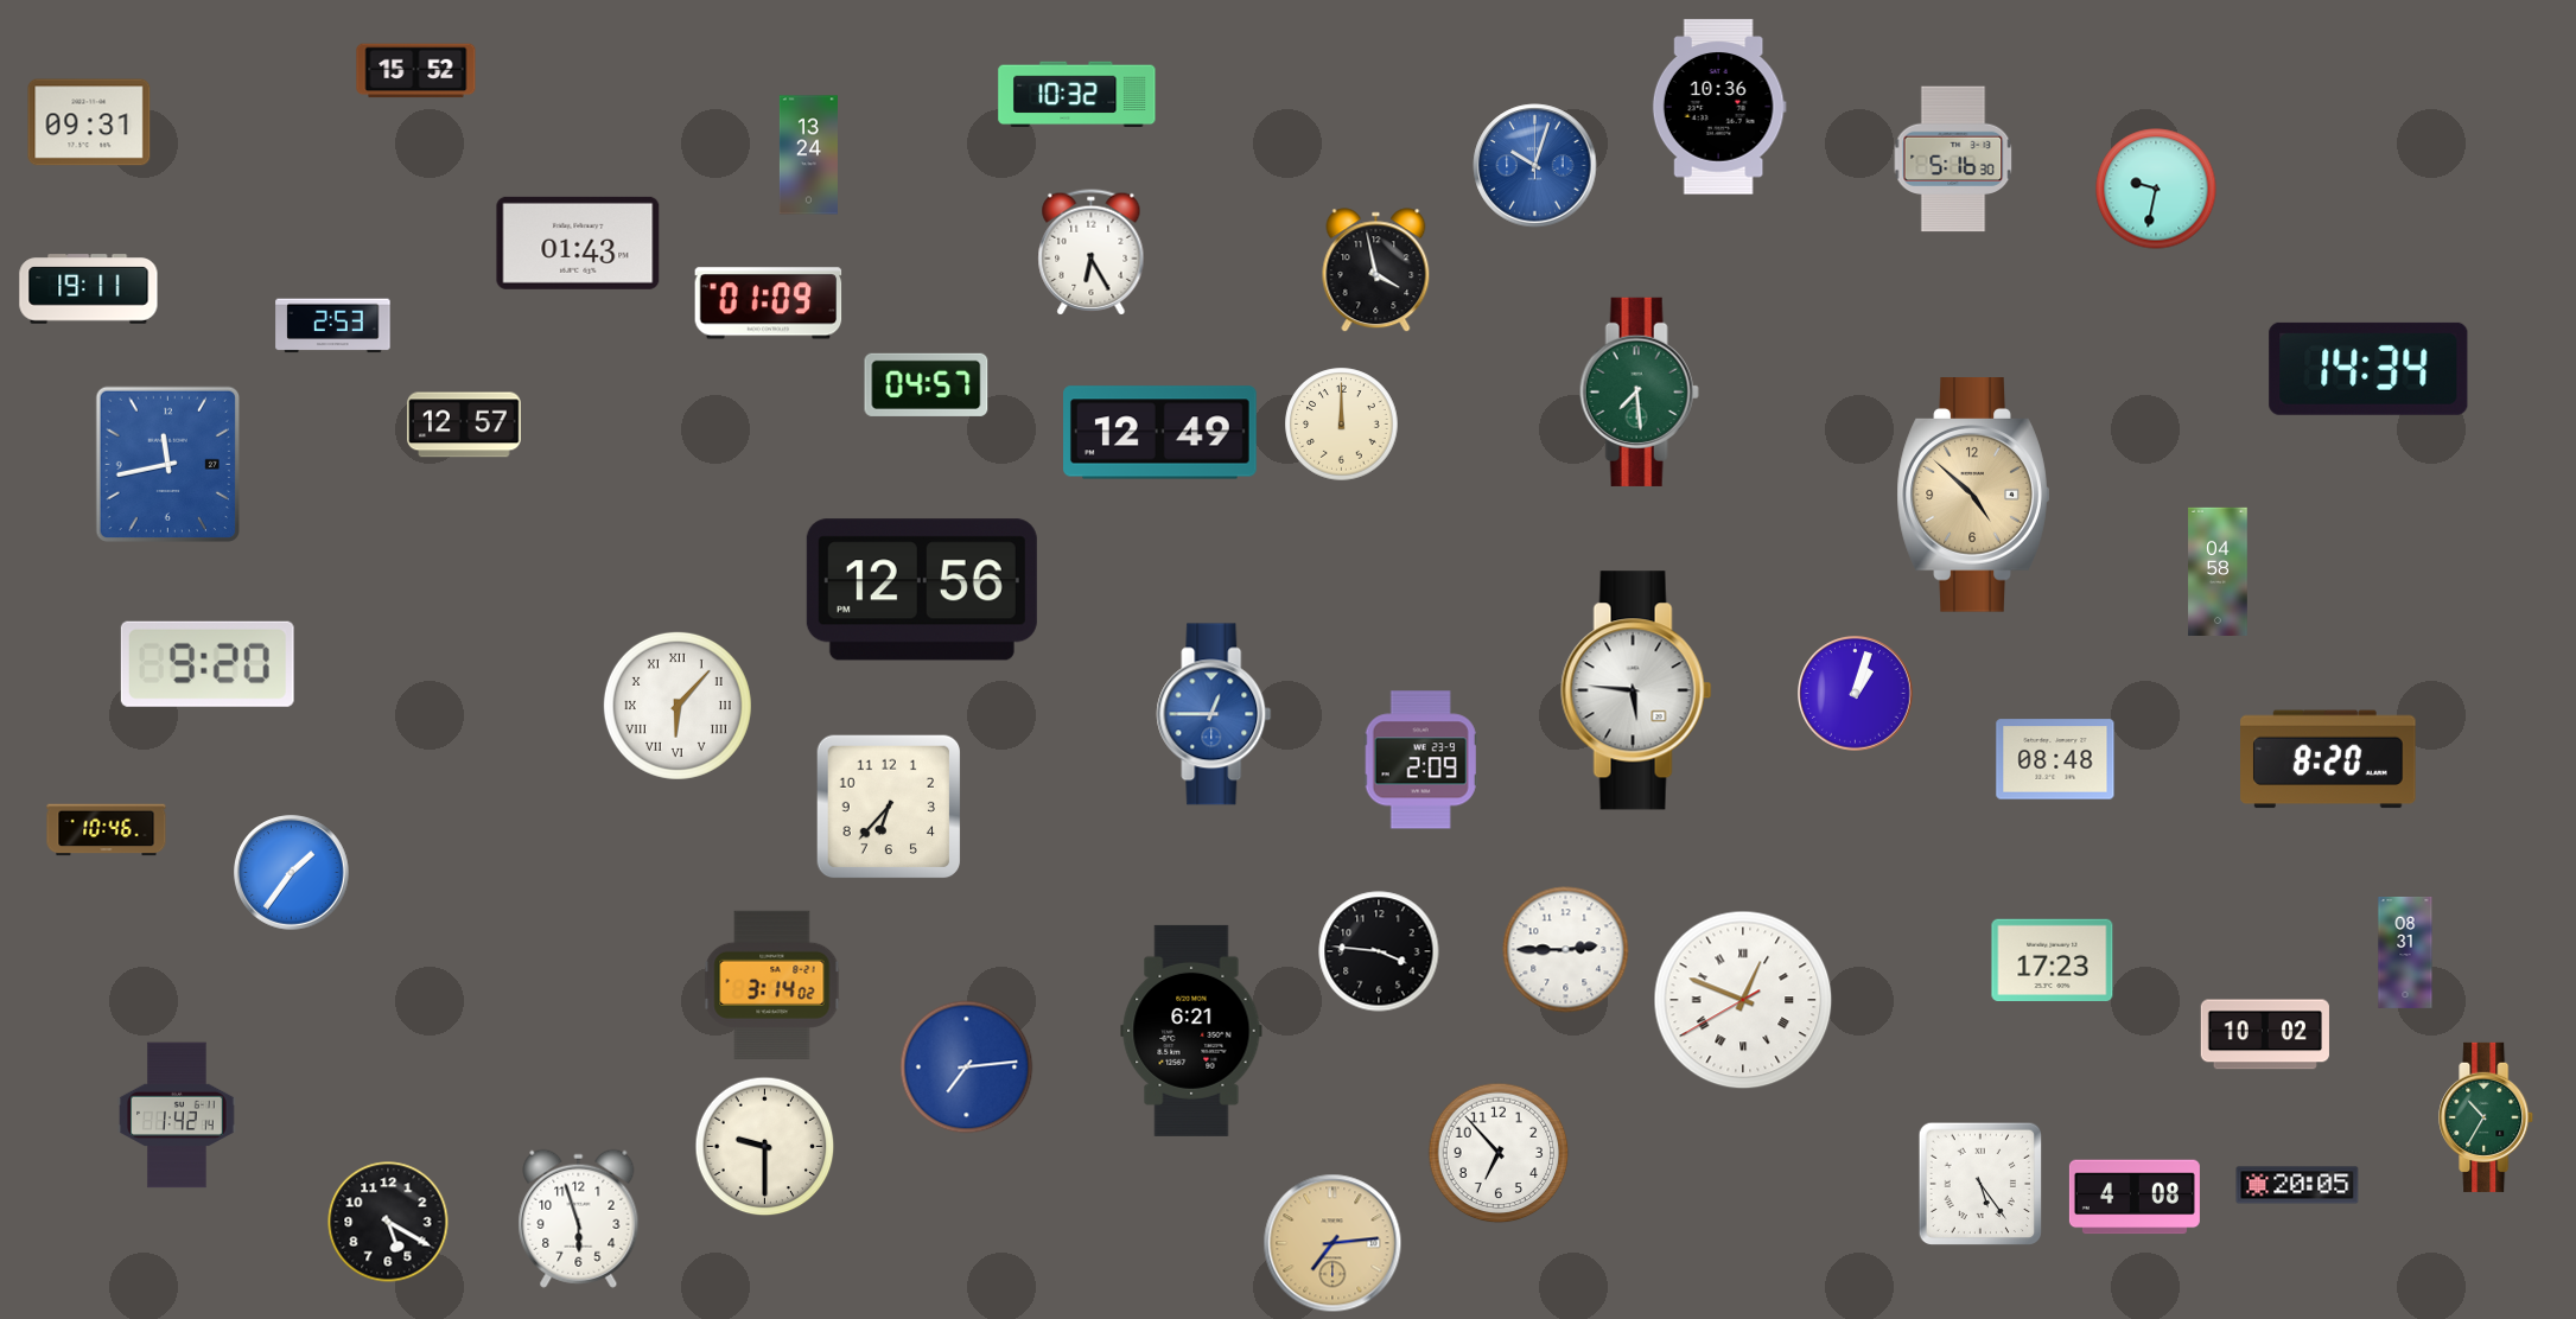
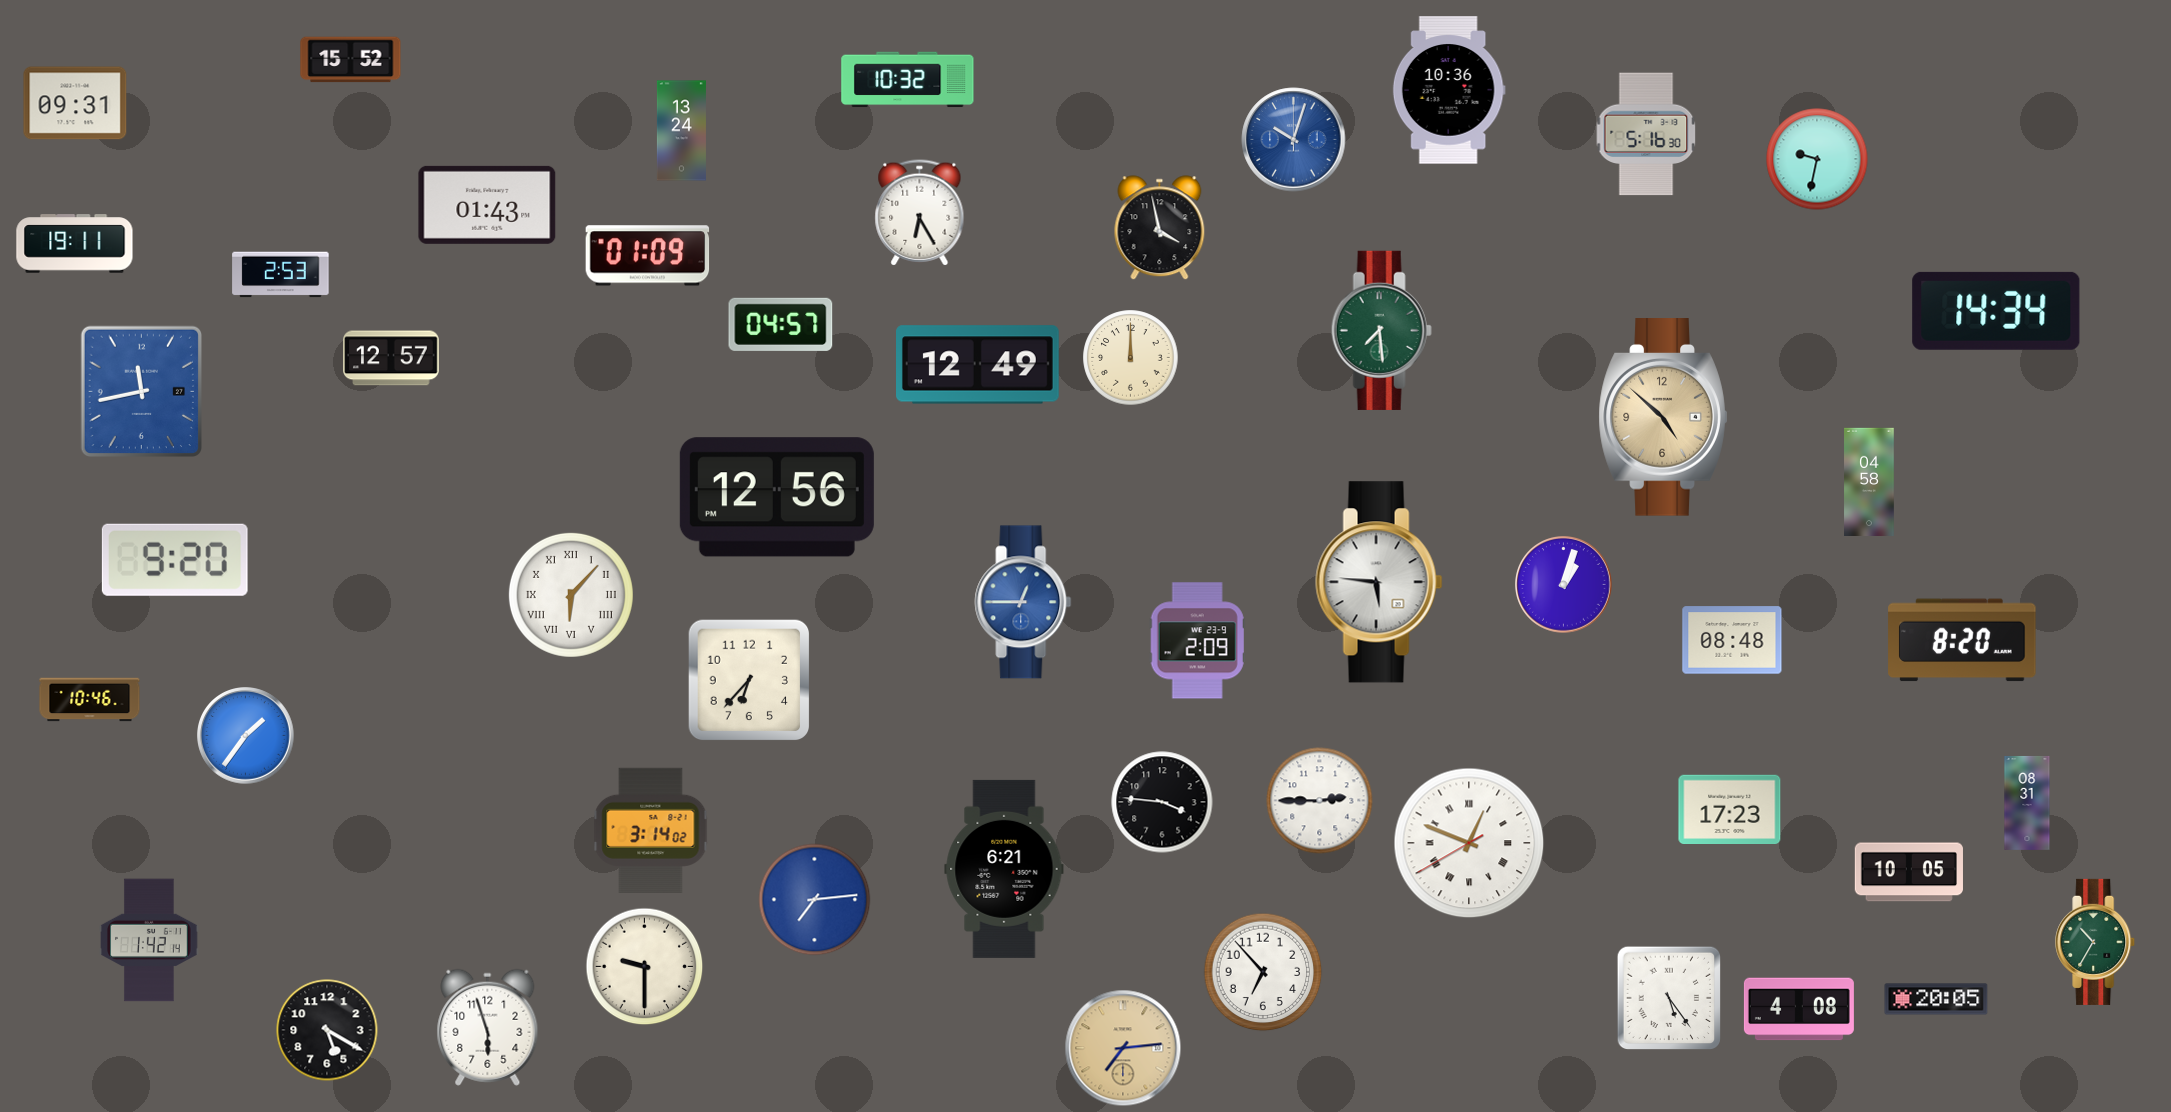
clock at (2265, 1034): 10:02 -> 10:05
